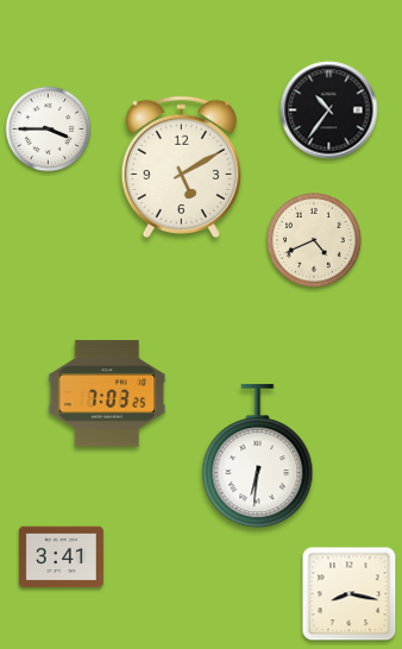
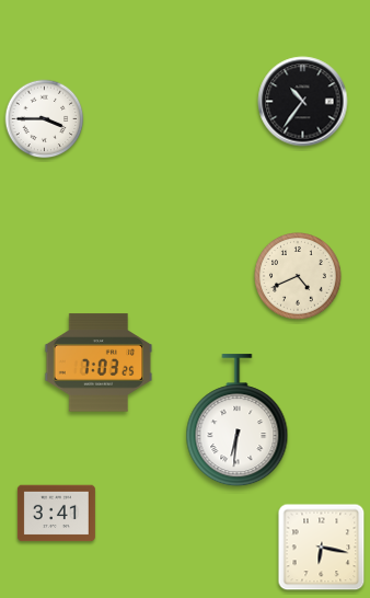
clock at (181, 168): 5:10 -> none
clock at (315, 241) position: (315, 241) -> (299, 277)
clock at (350, 594): 8:17 -> 6:17
